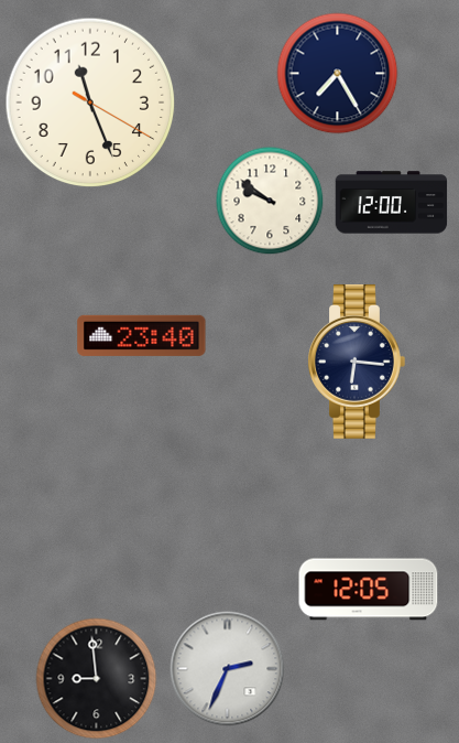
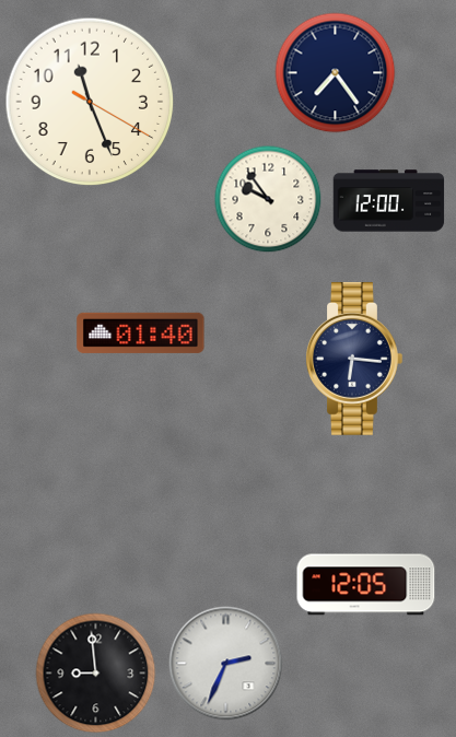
clock at (338, 74): 7:25 -> 7:24
clock at (270, 201): 9:51 -> 9:54
clock at (142, 335): 23:40 -> 01:40
